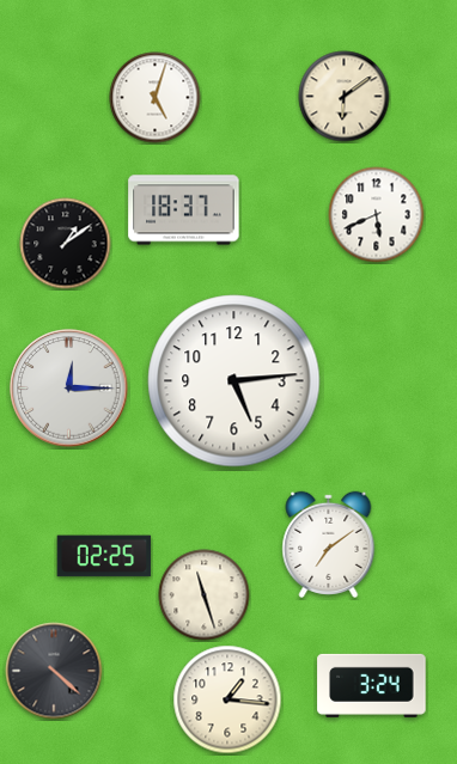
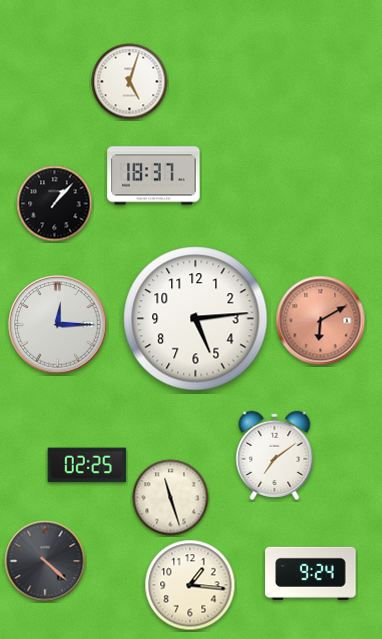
clock at (345, 97): 6:09 -> none
clock at (377, 215): 5:41 -> none
clock at (66, 244): 1:09 -> 1:07
clock at (321, 321): none -> 6:10
clock at (372, 685): 3:24 -> 9:24
